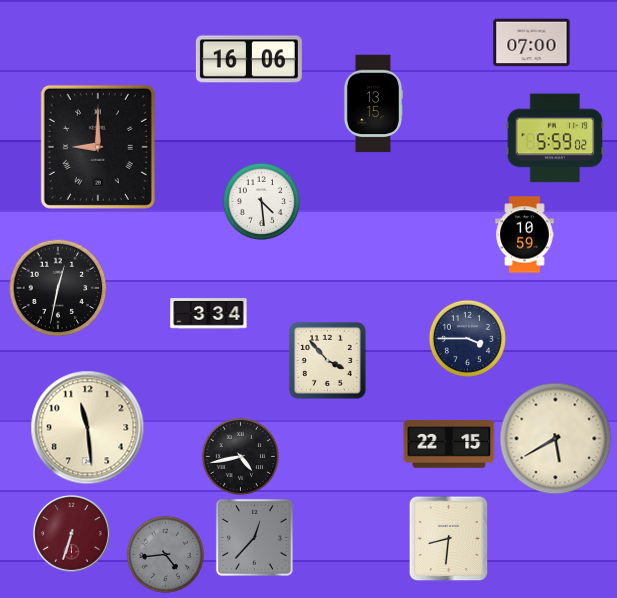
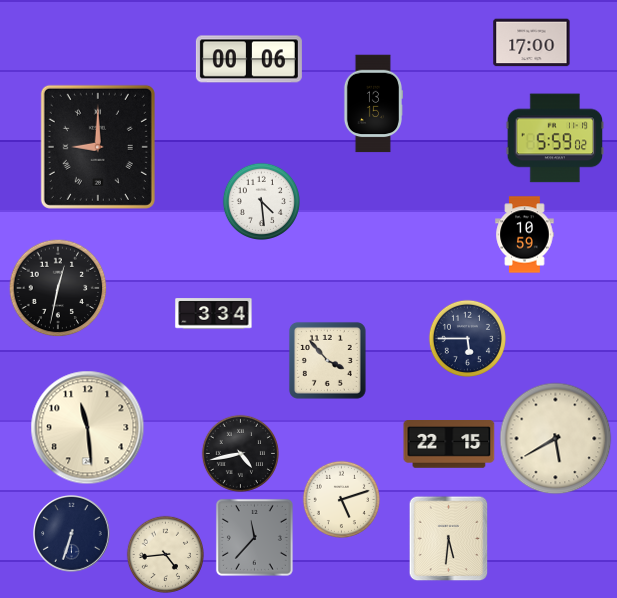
clock at (532, 43): 07:00 -> 17:00
clock at (249, 59): 16:06 -> 00:06
clock at (209, 314) position: (209, 314) -> (214, 314)
clock at (467, 338): 3:45 -> 5:45
clock at (240, 456) position: (240, 456) -> (240, 453)
clock at (341, 499): none -> 5:12
clock at (72, 534) dial: burgundy -> navy
clock at (254, 537): 12:37 -> 11:37
clock at (449, 538): 8:31 -> 5:31
clock at (165, 554) dial: grey -> cream
